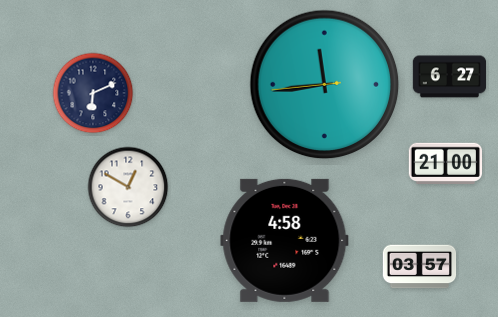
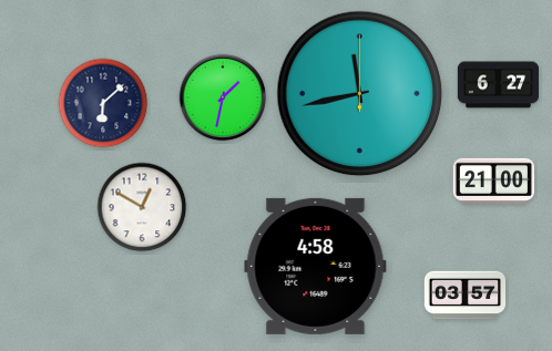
clock at (325, 85): 11:43:44 -> 11:43:00
clock at (223, 97): none -> 1:32
clock at (93, 93): 6:11 -> 6:08
